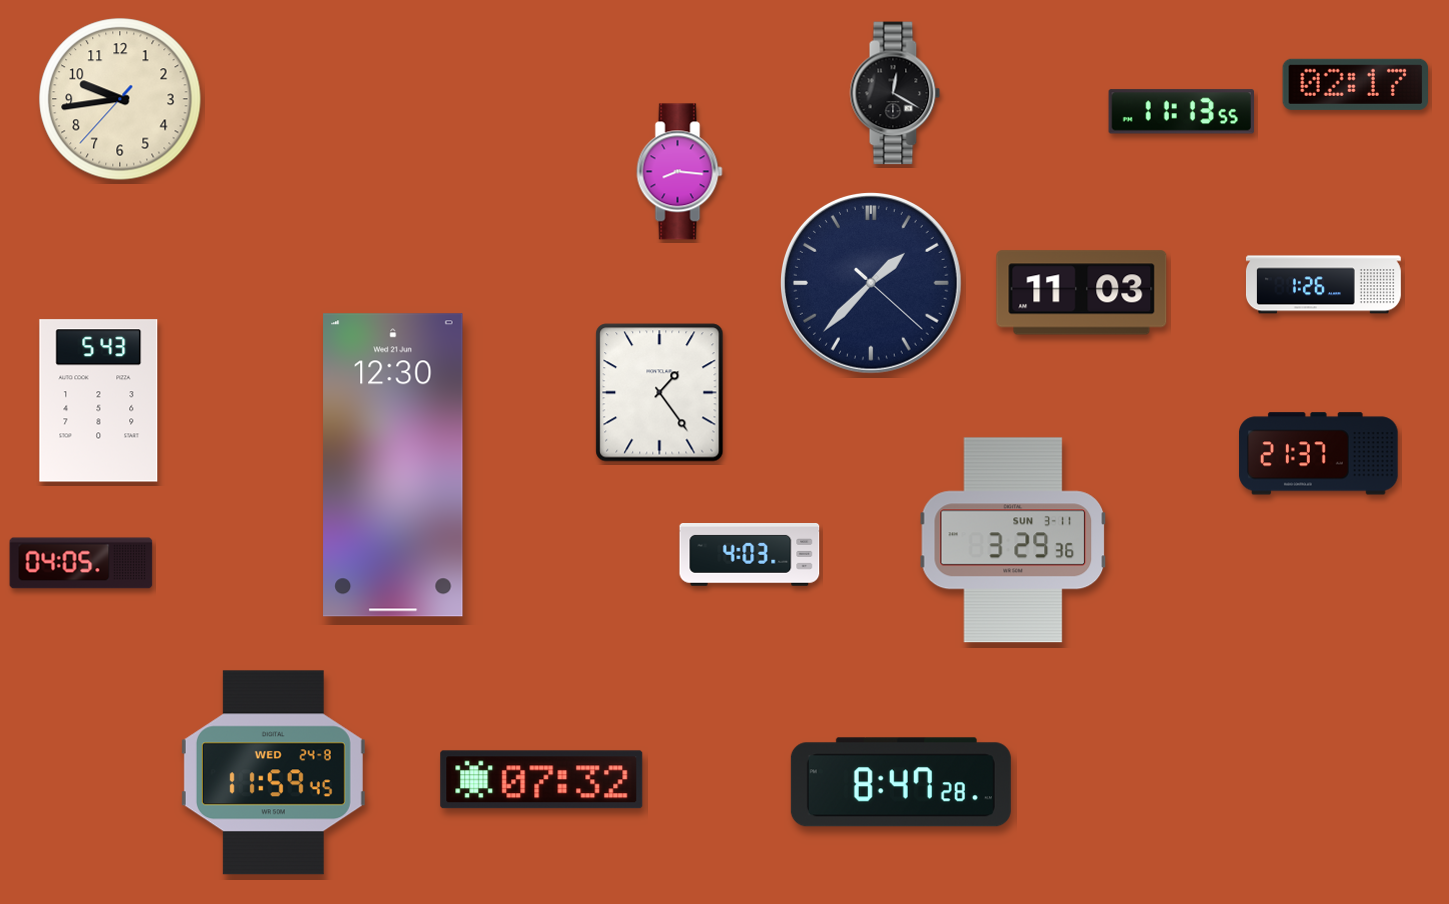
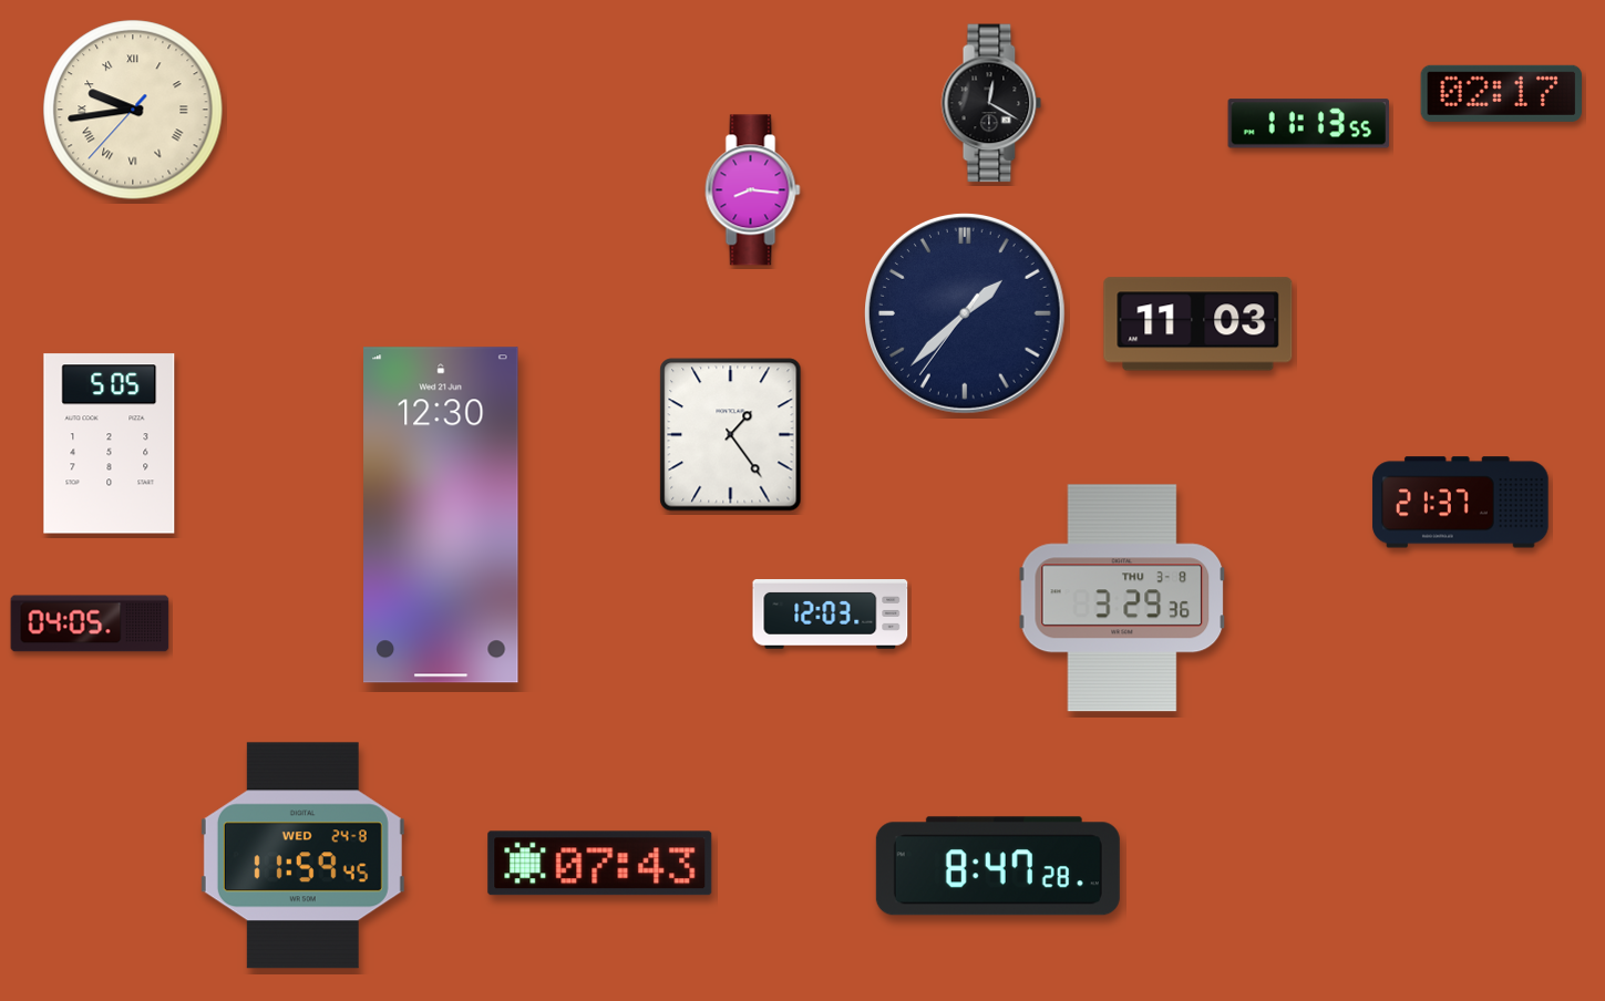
clock at (120, 99) numerals: Arabic -> Roman
clock at (872, 284): 1:37:22 -> 1:37:36
clock at (1323, 285): 1:26 -> none
clock at (99, 401): 5:43 -> 5:05
clock at (393, 465) position: (393, 465) -> (441, 515)
clock at (1013, 540) date: SUN 3-11 -> THU 3-8
clock at (750, 555): 4:03 -> 12:03
clock at (542, 780): 07:32 -> 07:43
